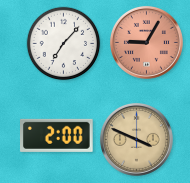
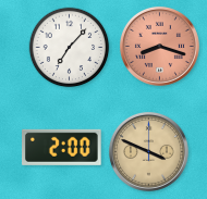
clock at (146, 42): 9:05 -> 8:18
